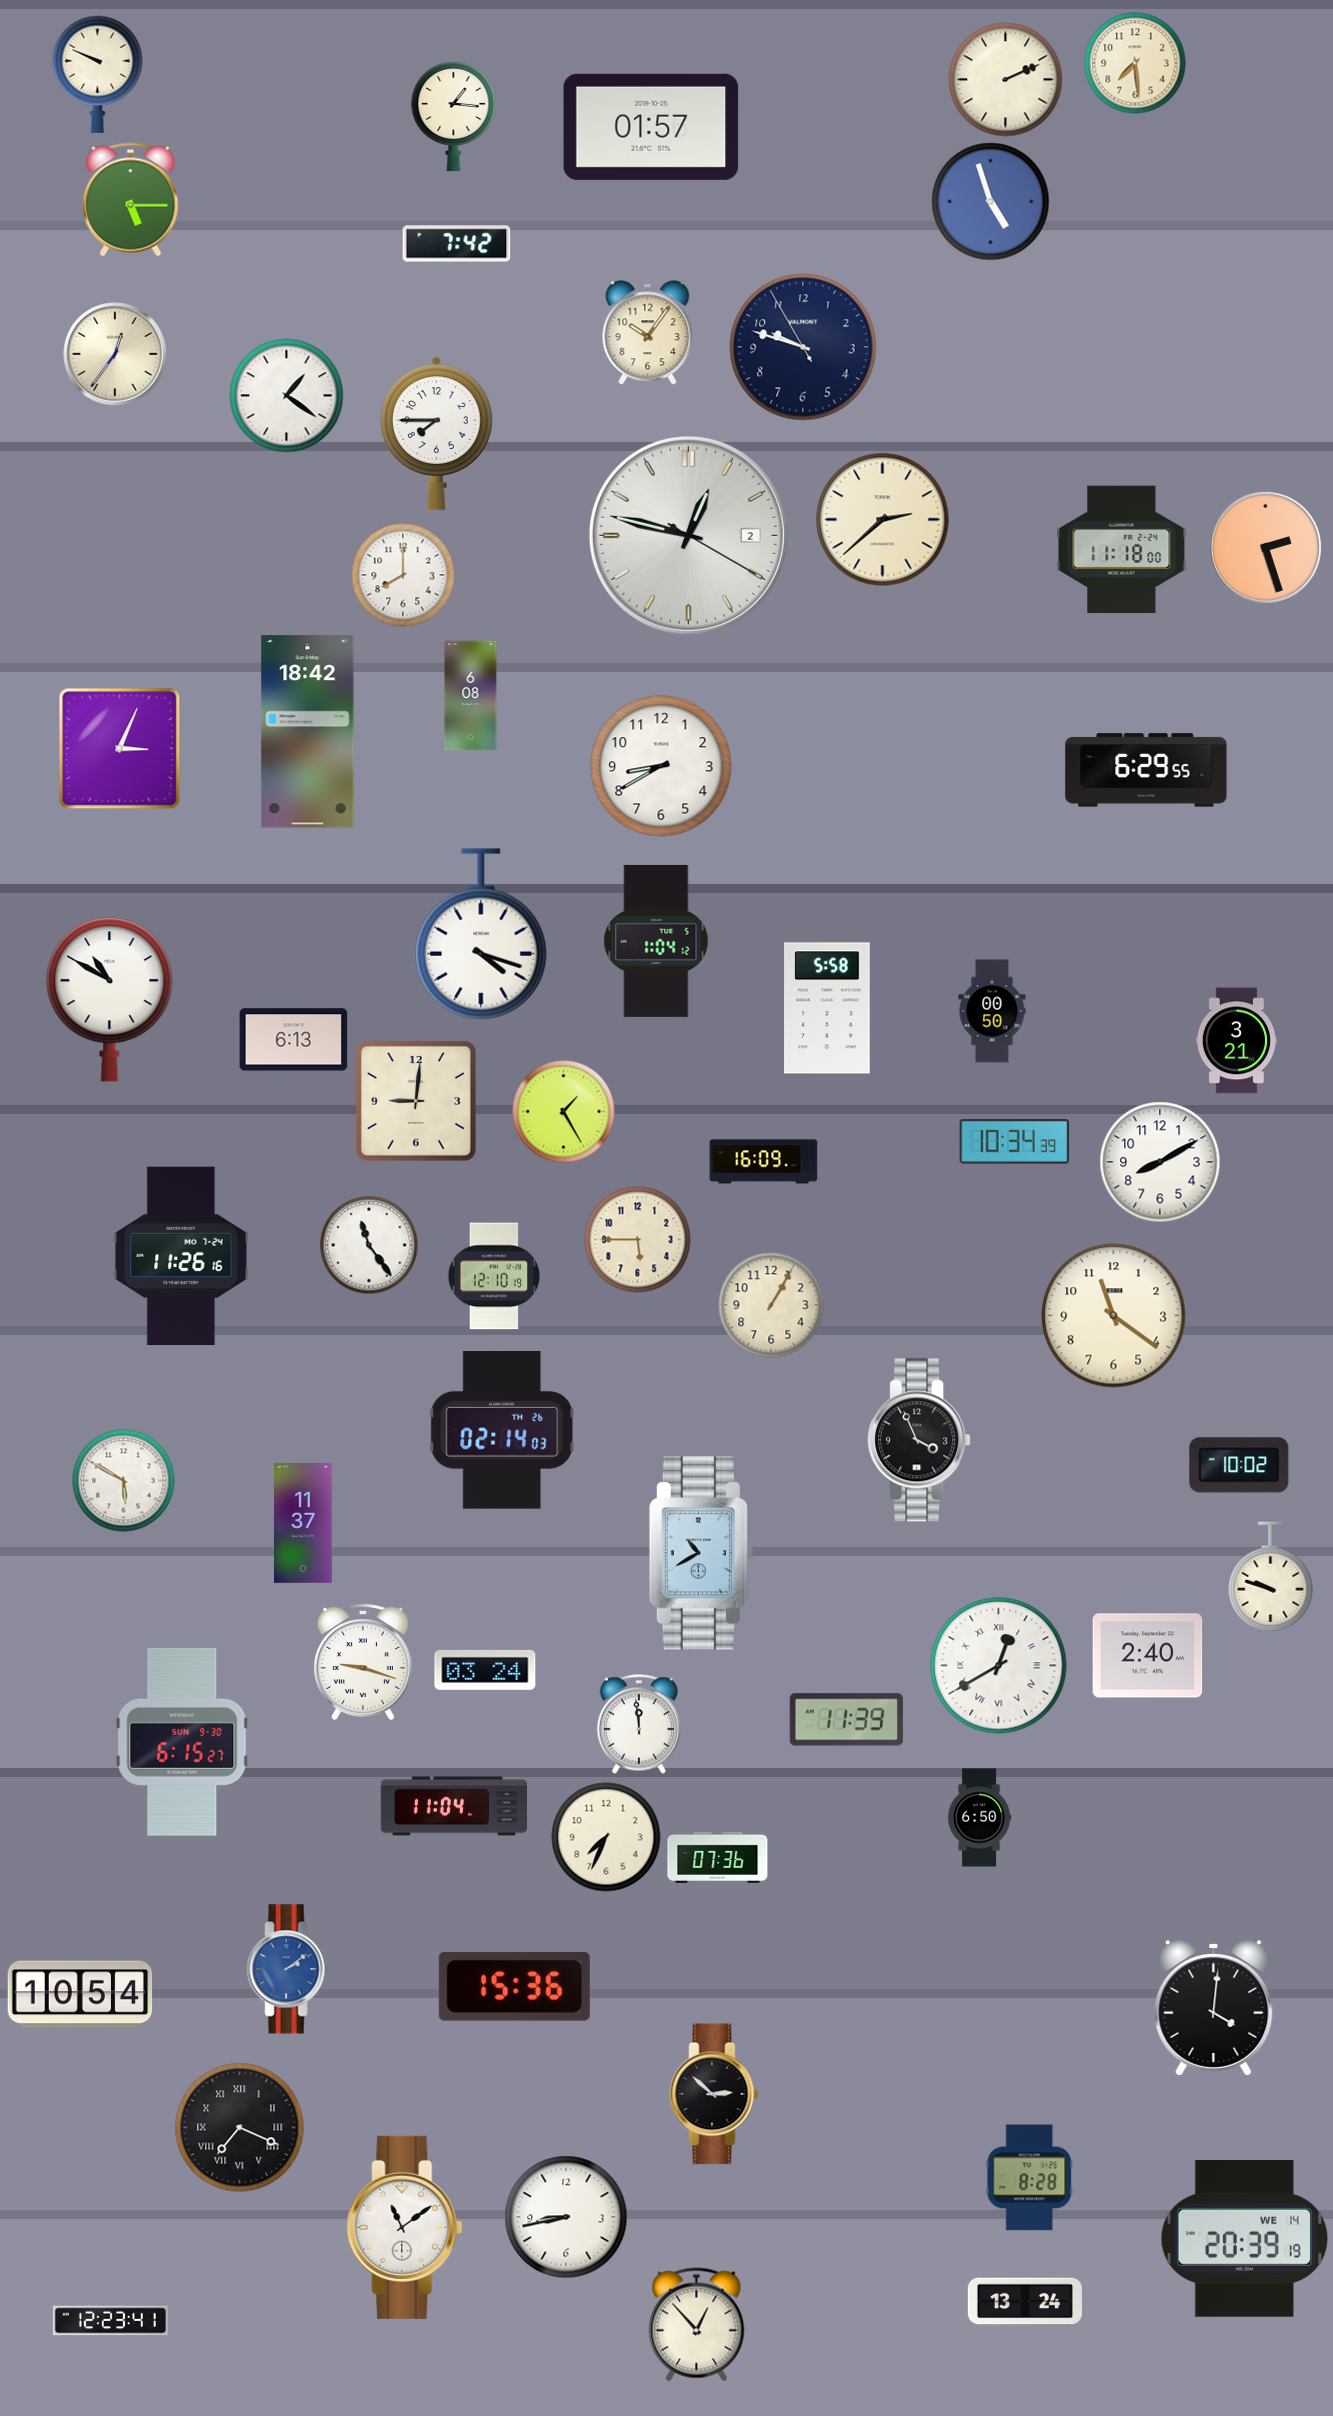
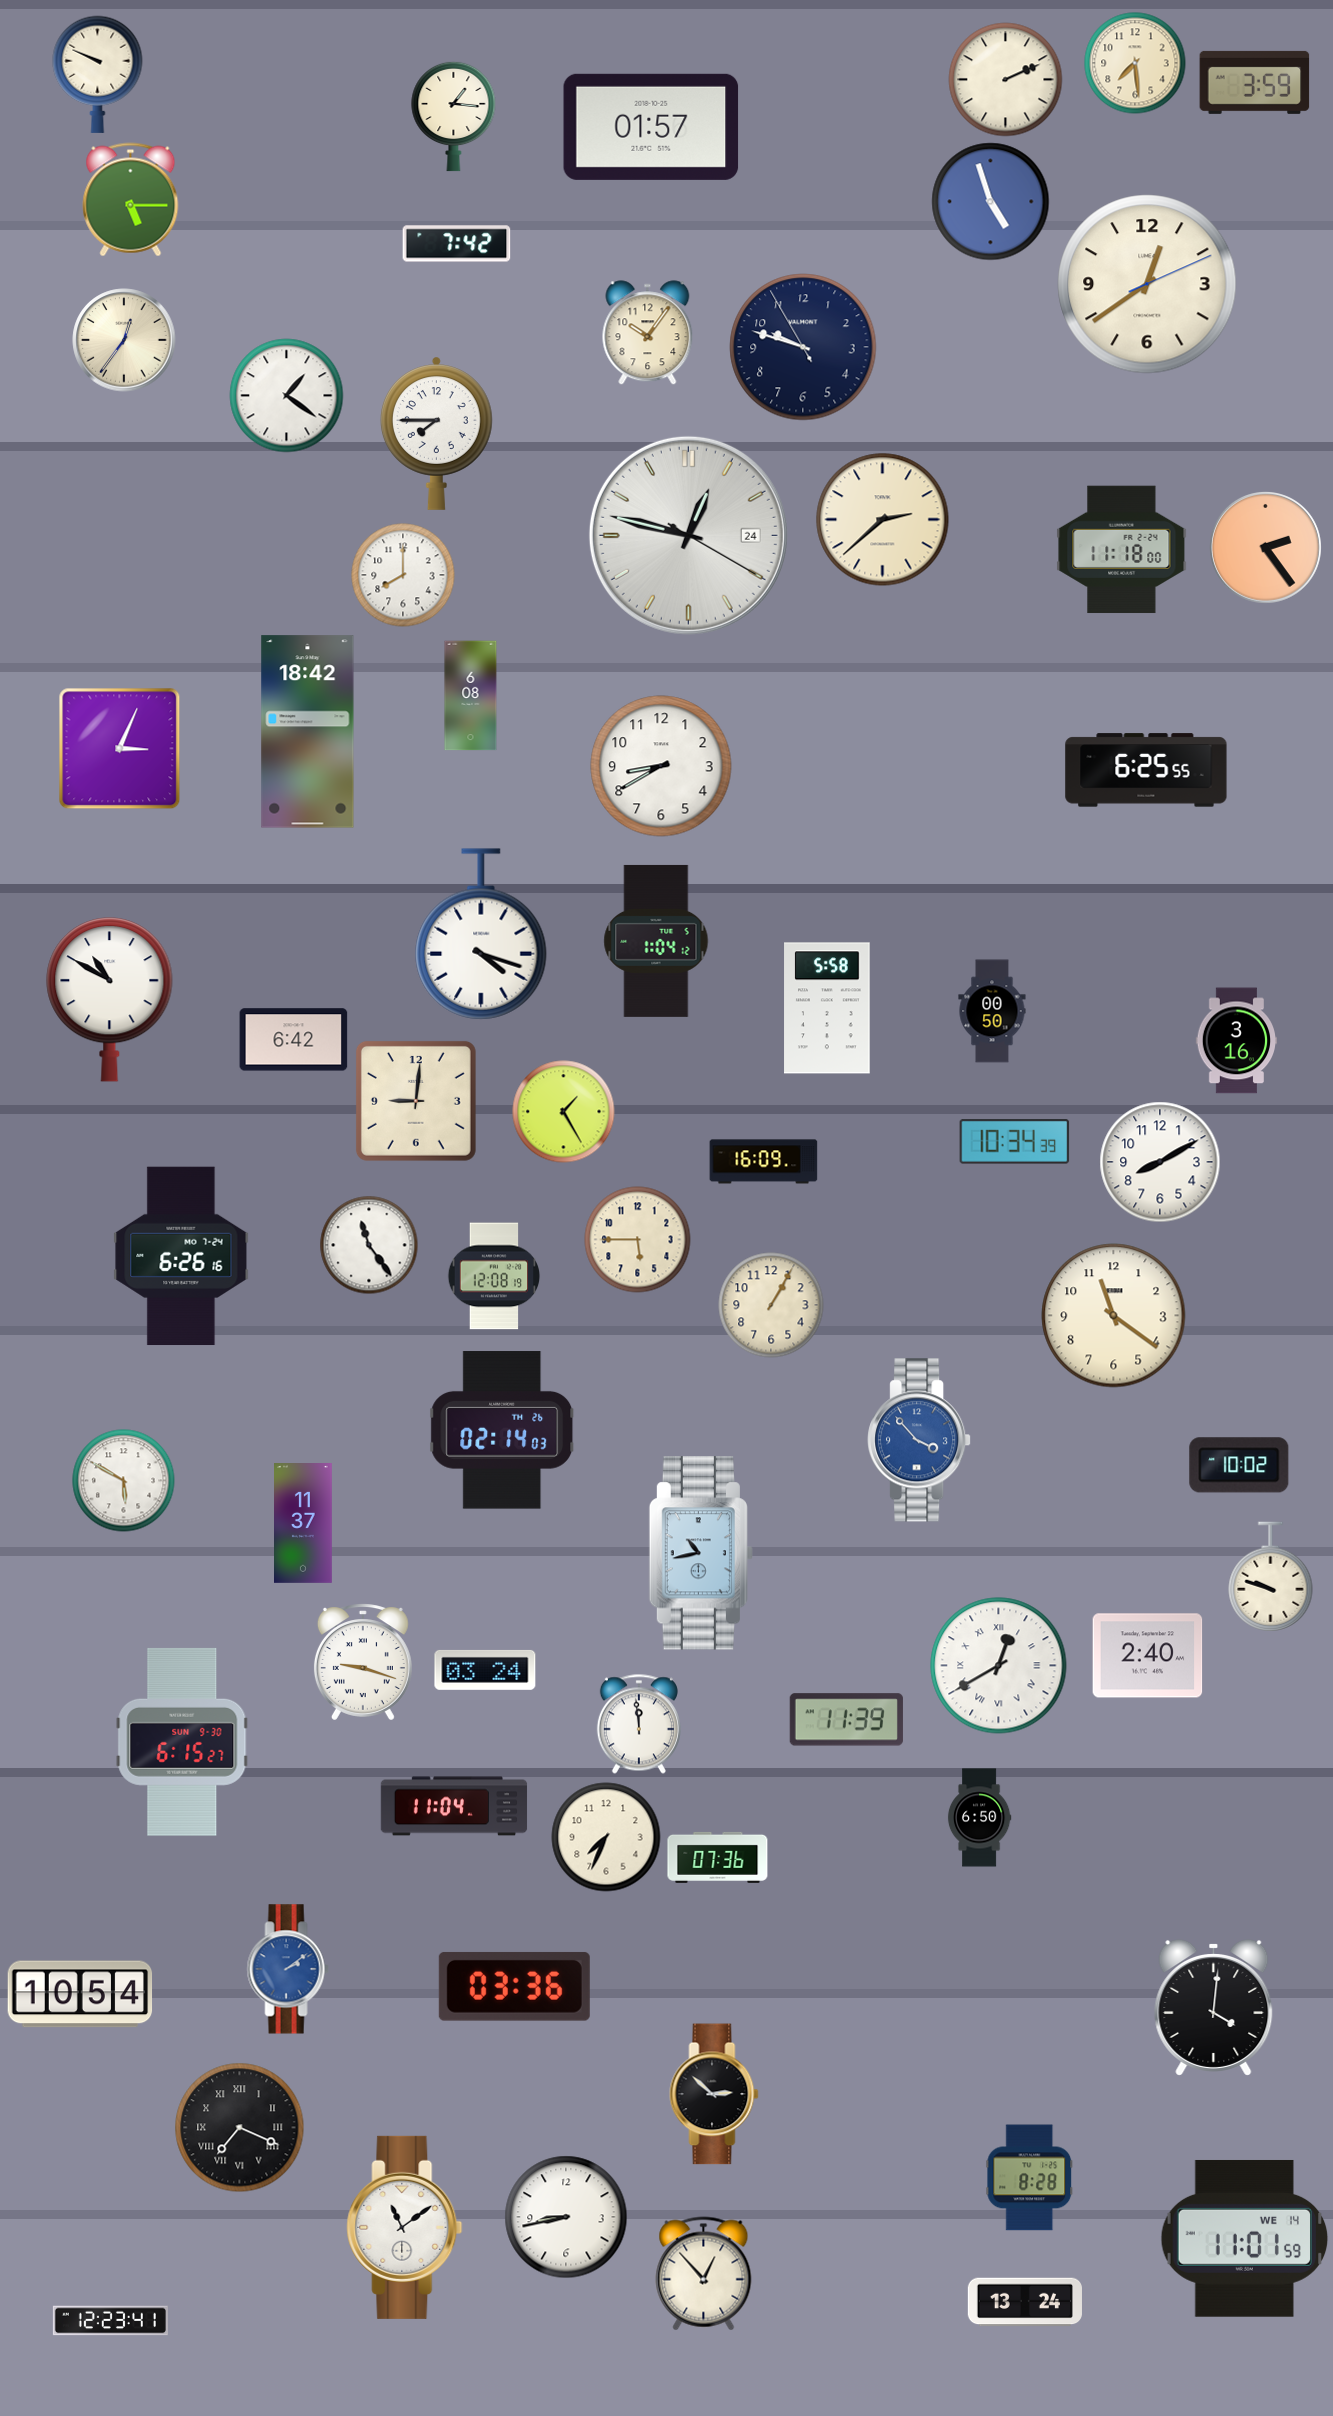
clock at (1255, 82): none -> 3:59
clock at (1147, 284): none -> 12:39
clock at (115, 354) position: (115, 354) -> (124, 340)
clock at (688, 535) date: 2 -> 24
clock at (1266, 548): 2:27 -> 2:24
clock at (1146, 770): 6:29 -> 6:25
clock at (294, 1040): 6:13 -> 6:42
clock at (1237, 1041): 3:21 -> 3:16
clock at (181, 1256): 11:26 -> 6:26
clock at (494, 1276): 12:10 -> 12:08
clock at (919, 1440): 3:56 -> 3:53
clock at (919, 1440) dial: black -> blue
clock at (701, 1553): 10:40 -> 10:43
clock at (514, 1986): 15:36 -> 03:36
clock at (1245, 2238): 20:39 -> 11:01
clock at (697, 2325) position: (697, 2325) -> (704, 2274)
